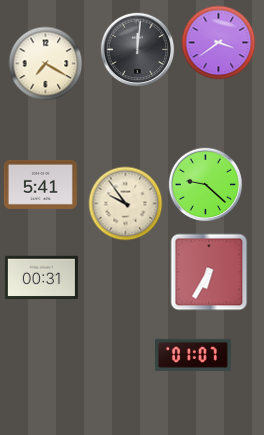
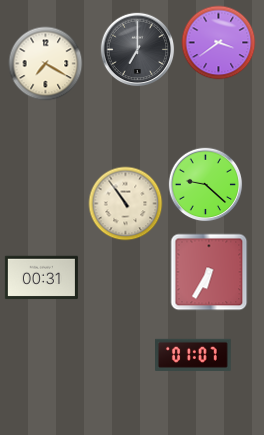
clock at (138, 50): 12:01 -> 7:00
clock at (40, 184): 5:41 -> none
clock at (126, 204): 9:54 -> 10:54
